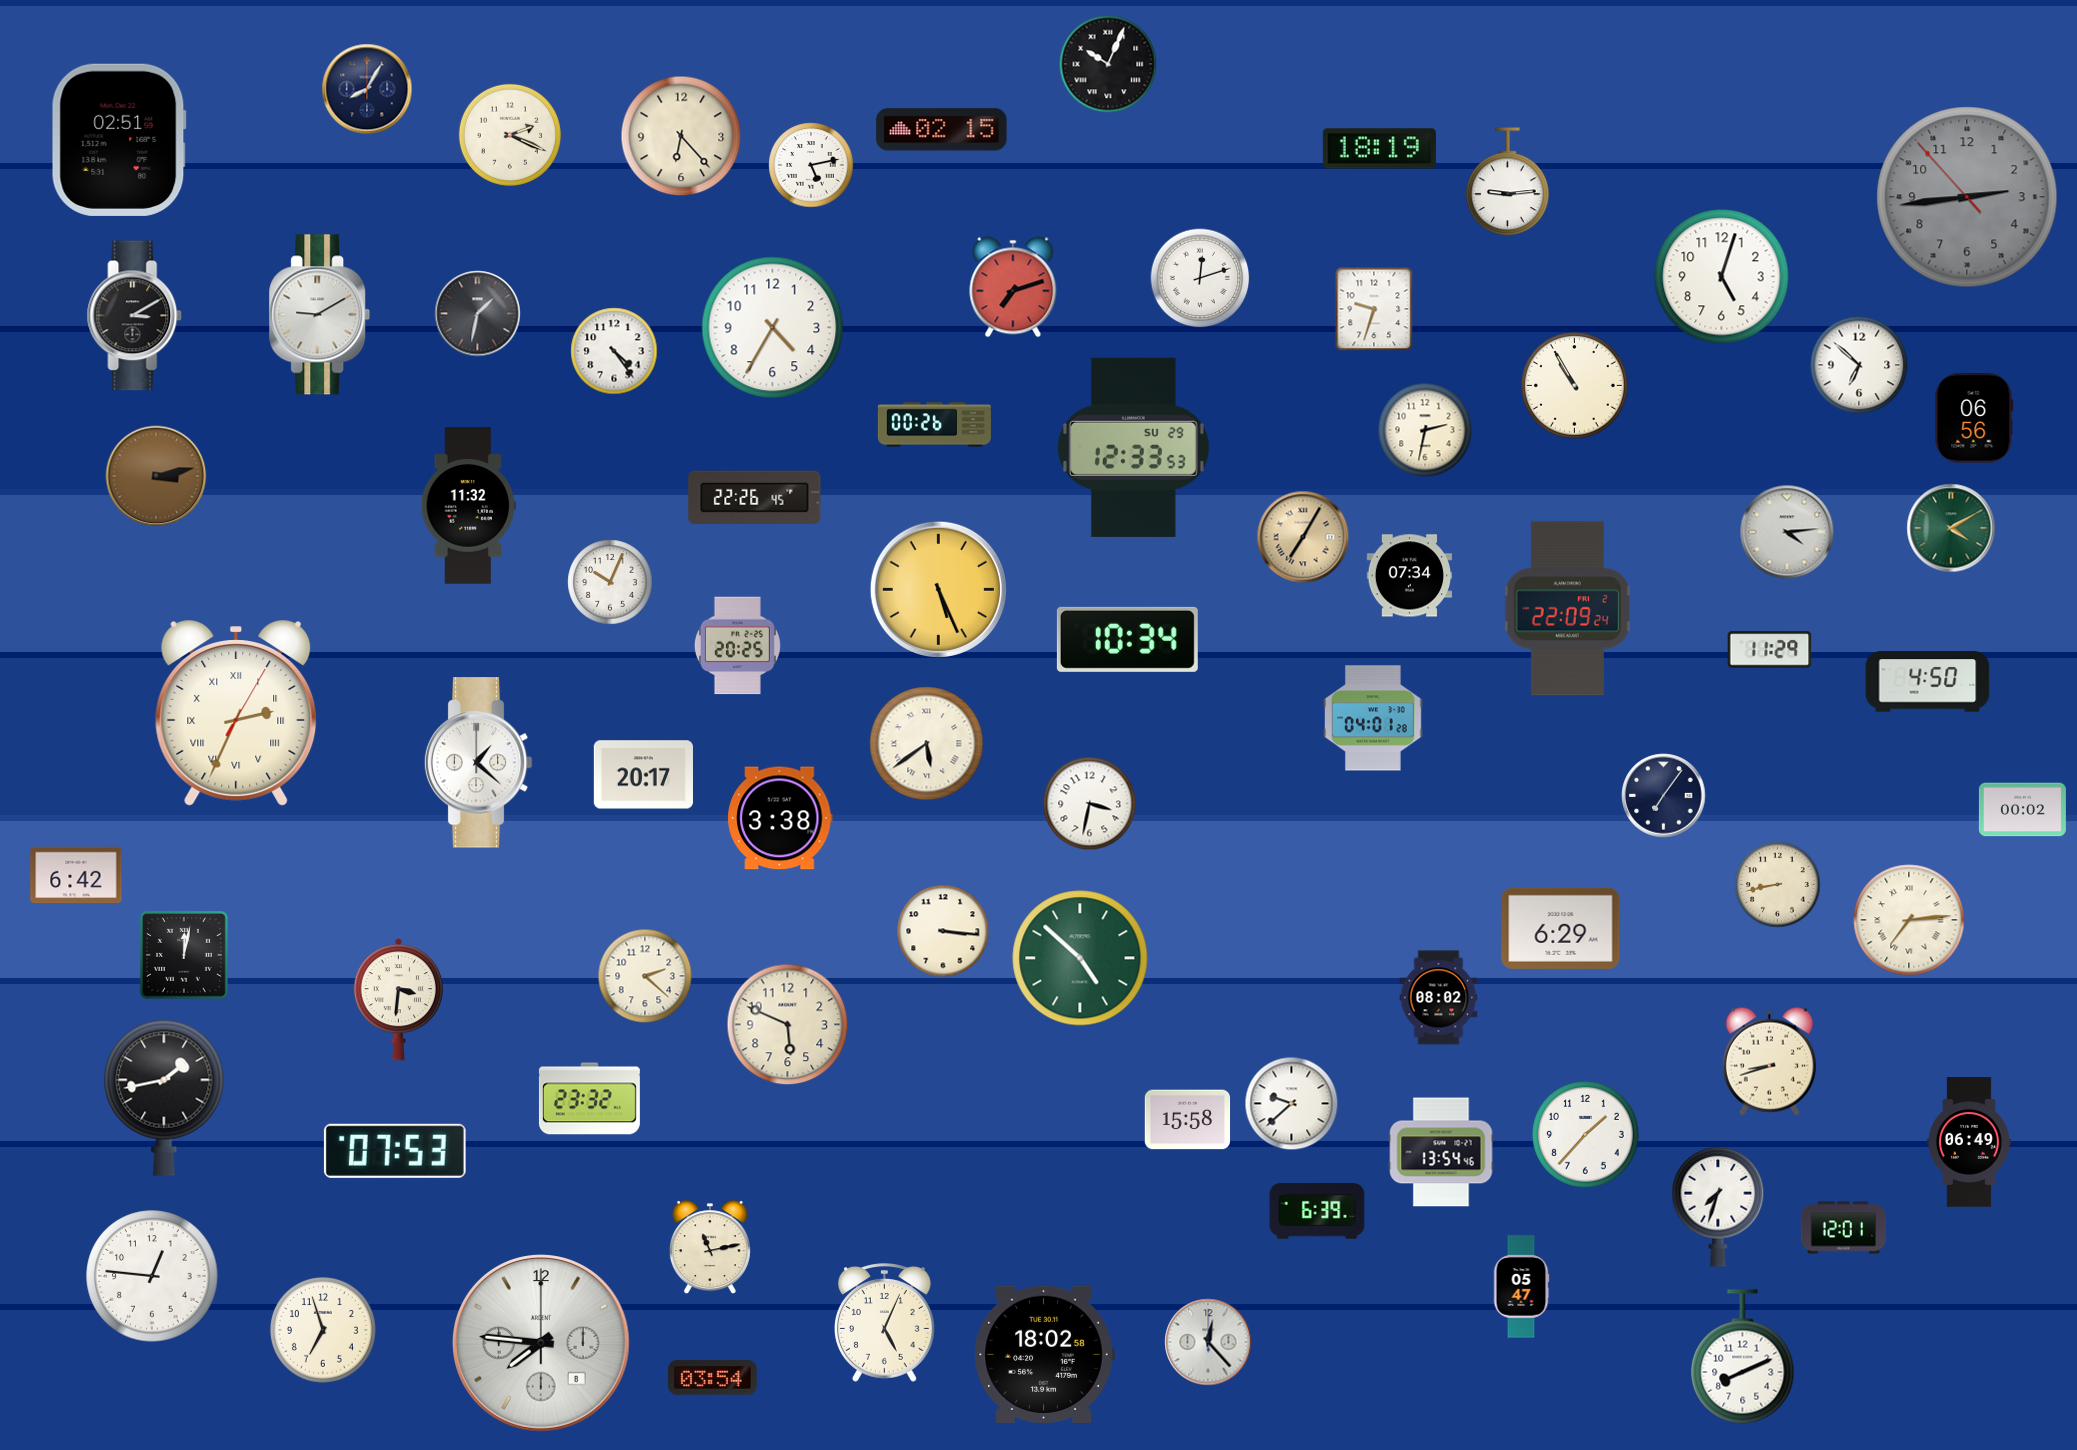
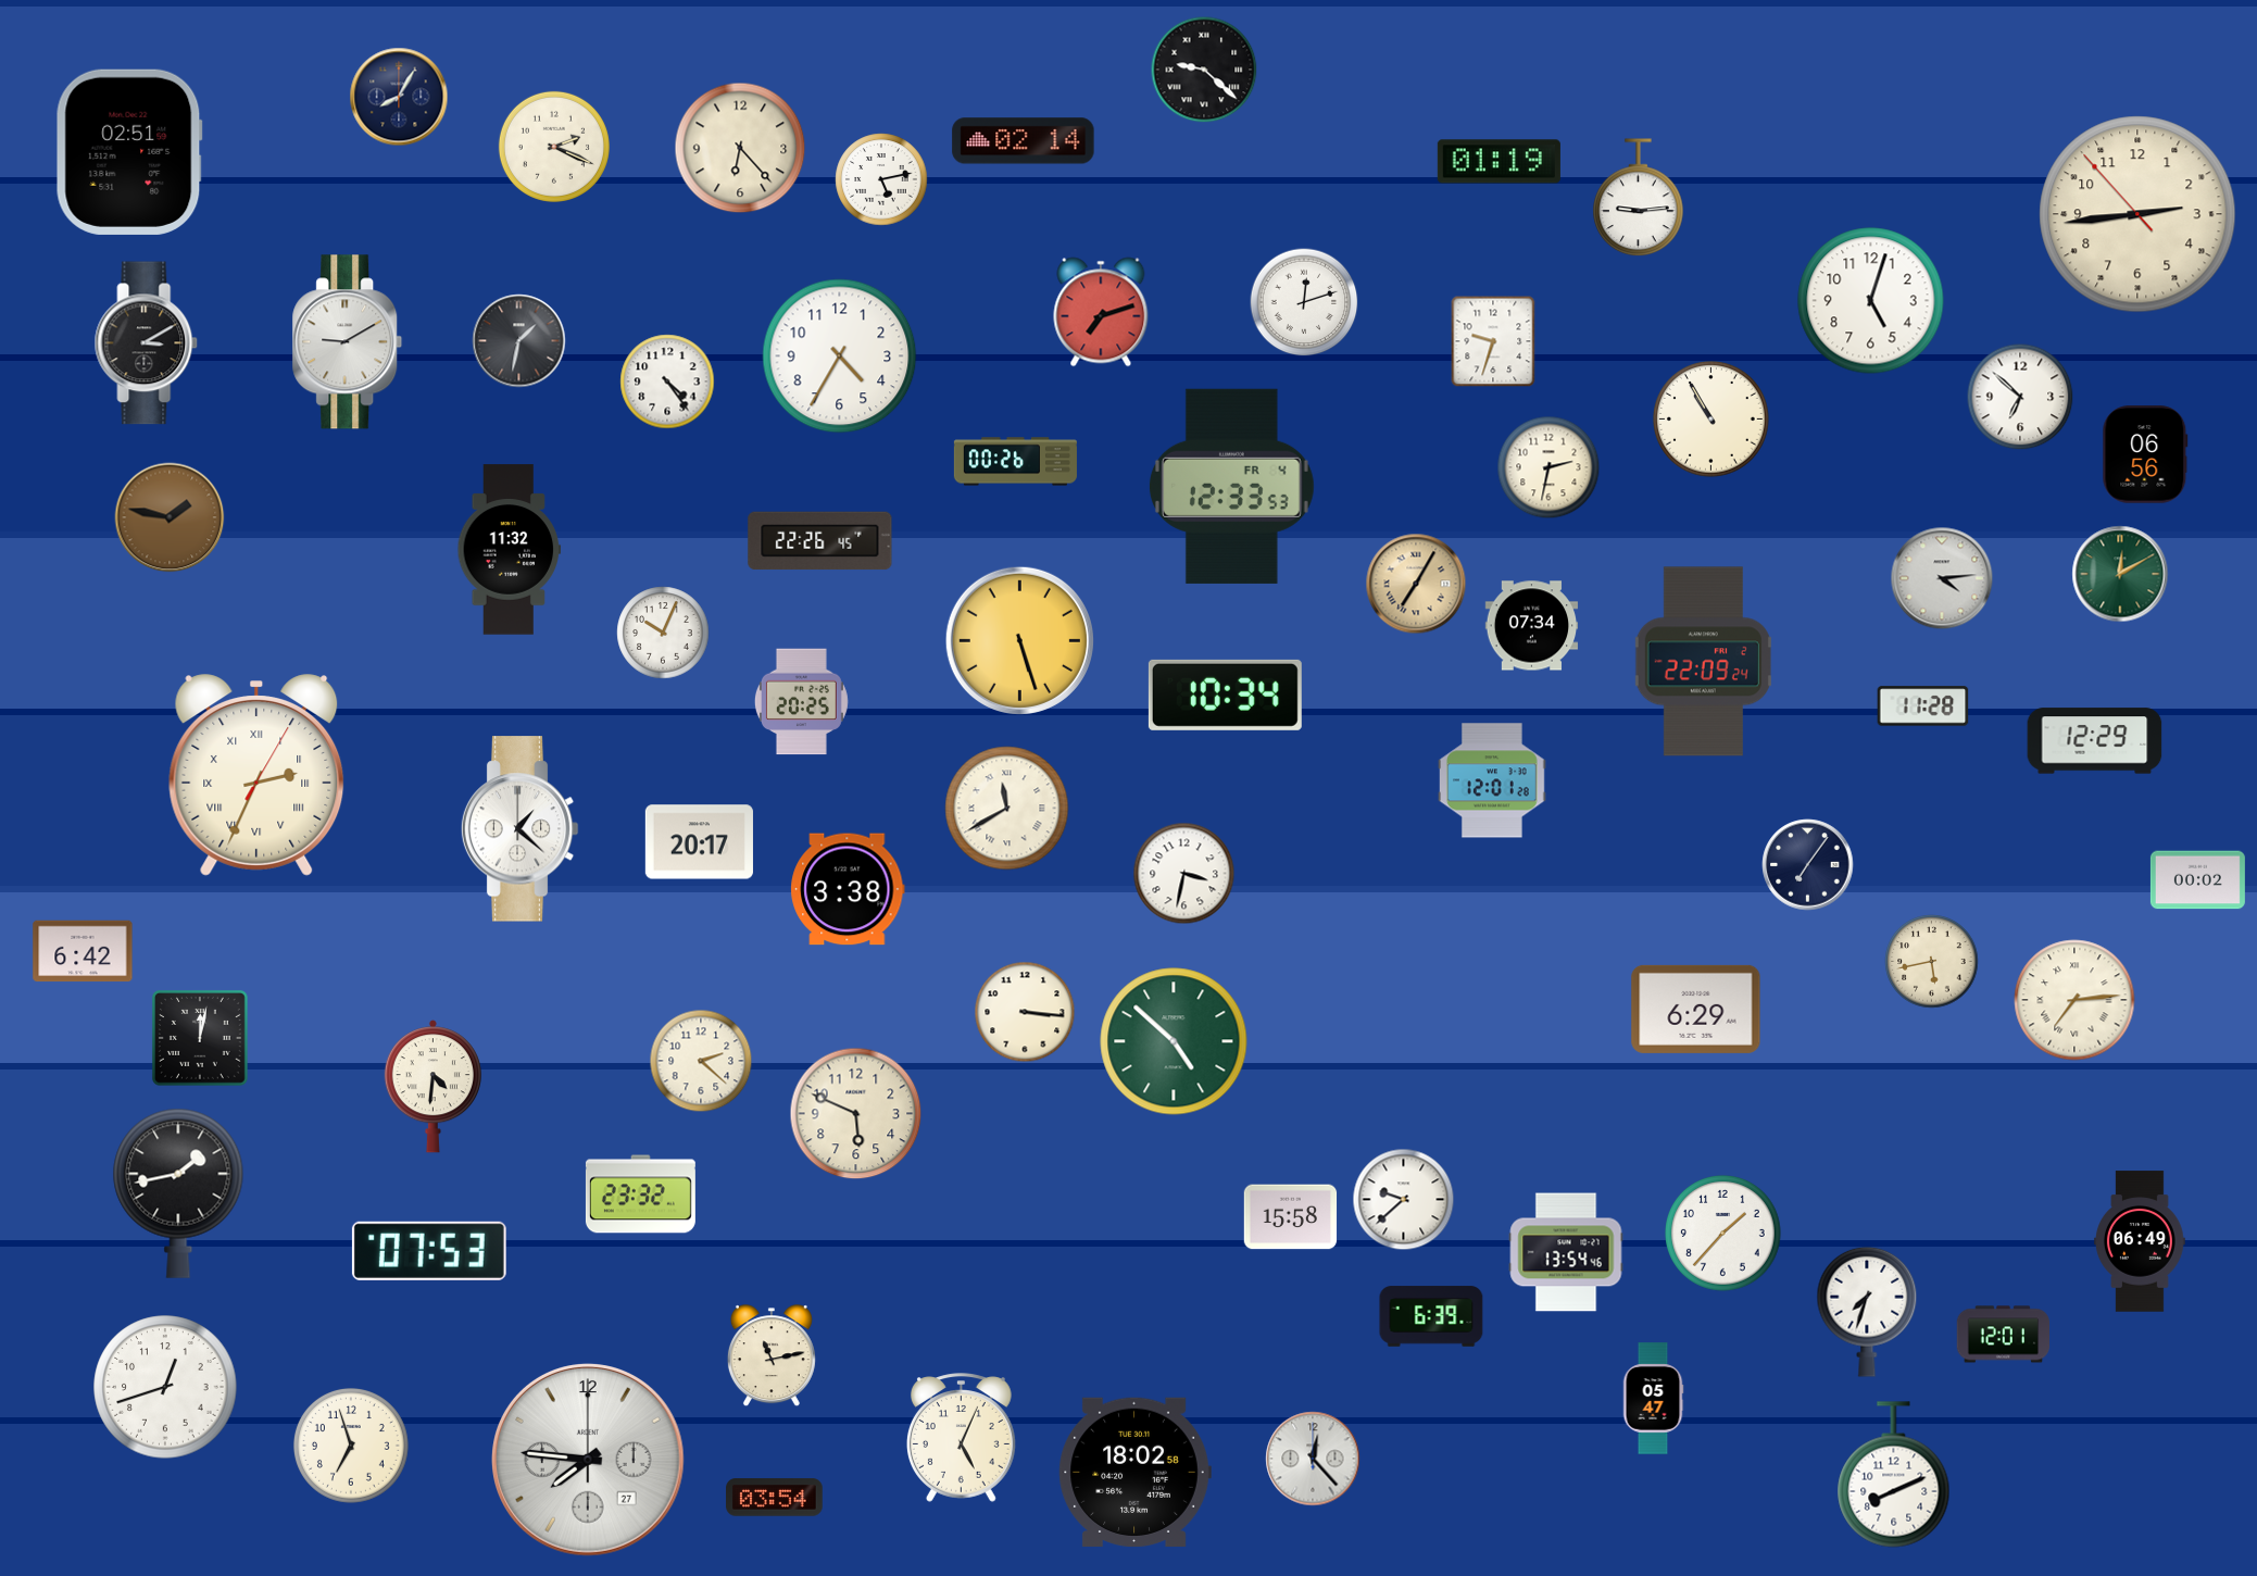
clock at (1108, 64): 10:04 -> 9:22
clock at (942, 130): 02:15 -> 02:14
clock at (1379, 149): 18:19 -> 01:19
clock at (1967, 197) dial: grey -> cream
clock at (1374, 309) position: (1374, 309) -> (1493, 341)
clock at (1133, 447) date: SU 29 -> FR 4
clock at (156, 476): 3:13 -> 1:47
clock at (1951, 528): 4:10 -> 12:10
clock at (938, 589): 5:26 -> 5:27
clock at (1770, 650): 11:29 -> 11:28
clock at (1928, 682): 4:50 -> 12:29
clock at (1374, 718): 04:01 -> 12:01
clock at (927, 744): 5:39 -> 11:40
clock at (1778, 885): 8:43 -> 5:43
clock at (1439, 998): 08:02 -> none
clock at (398, 1000): 3:31 -> 4:31
clock at (1769, 1061): 8:42 -> none
clock at (152, 1276): 12:46 -> 12:42
clock at (541, 1343) date: 8 -> 27
